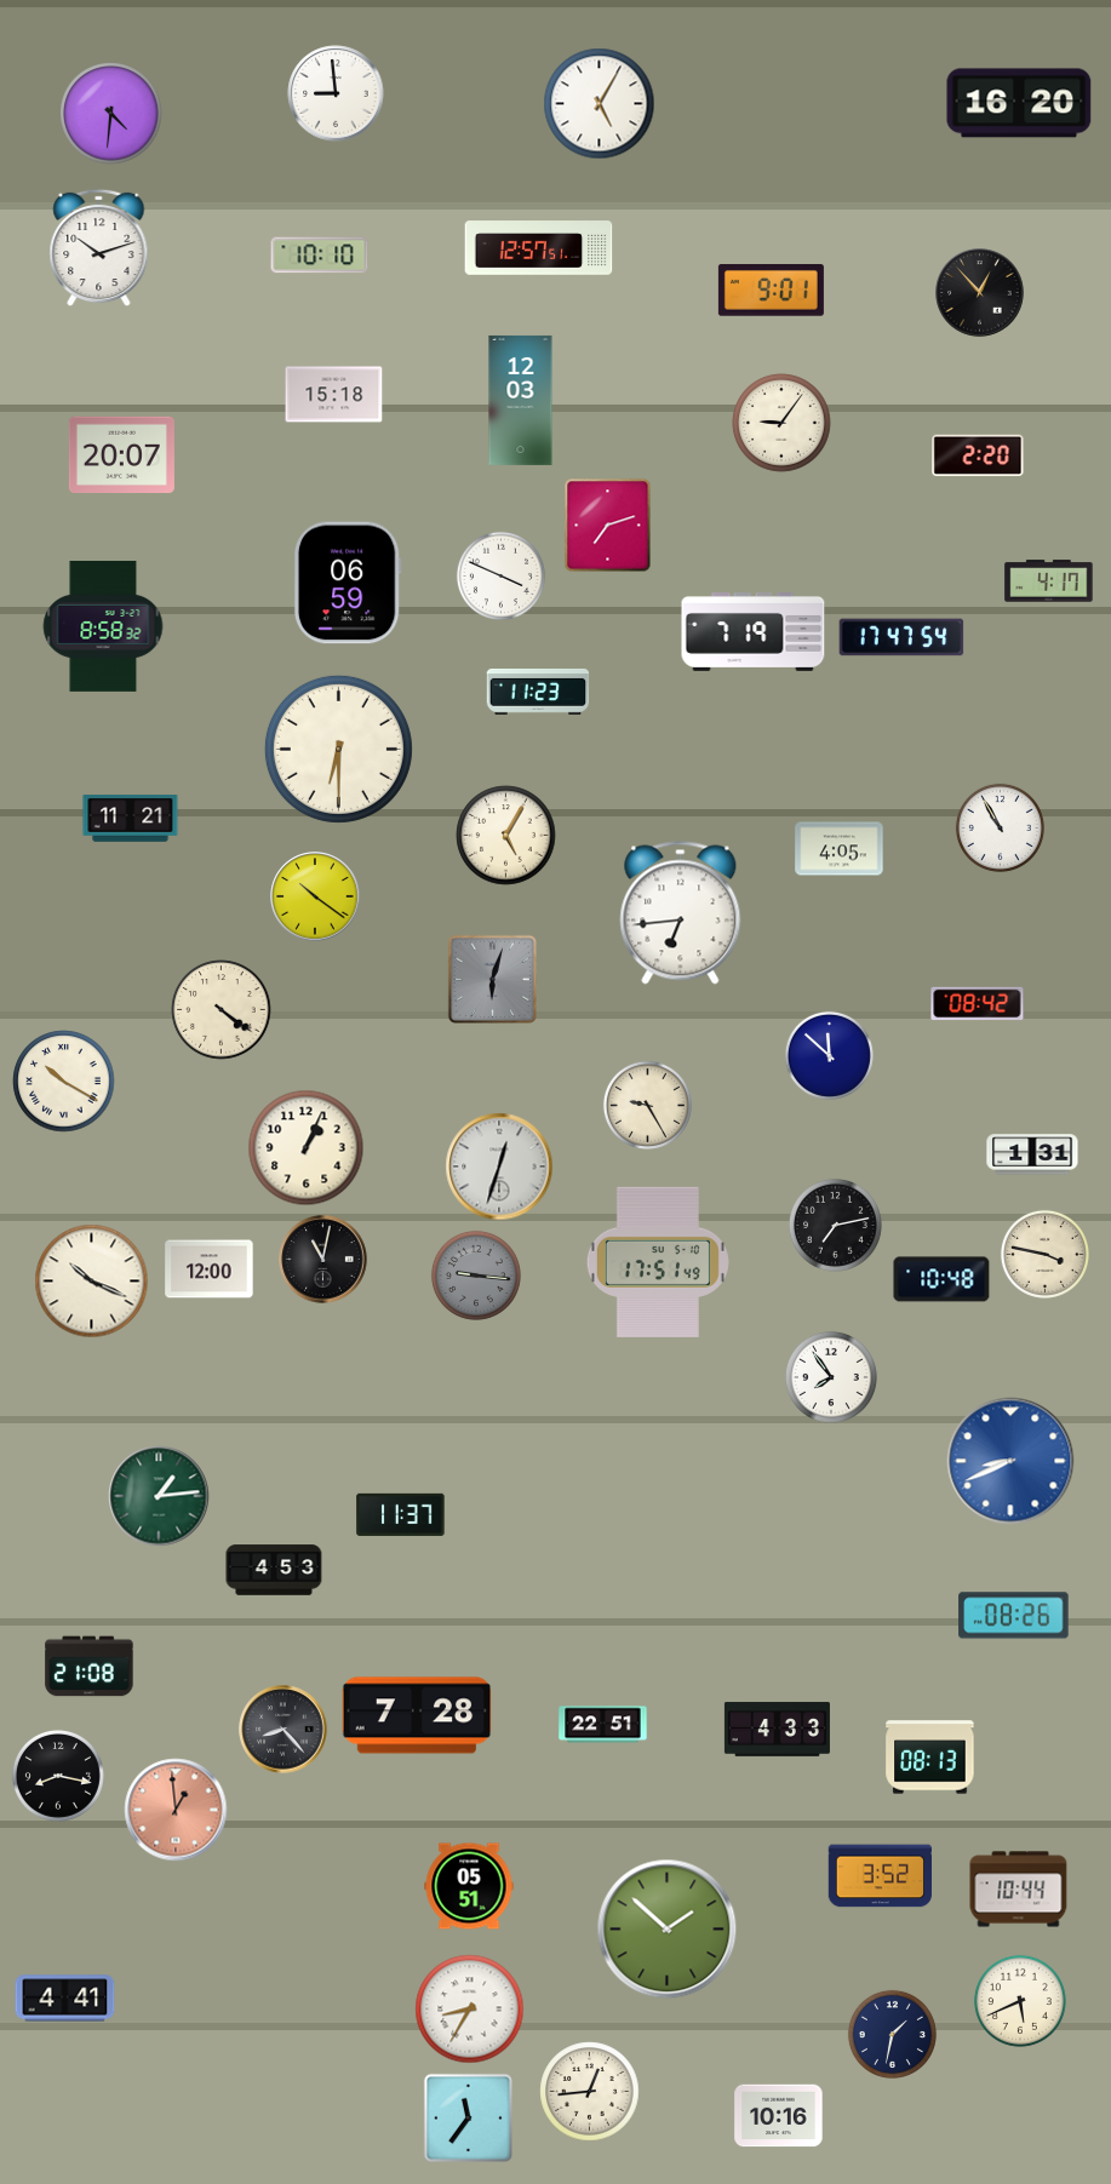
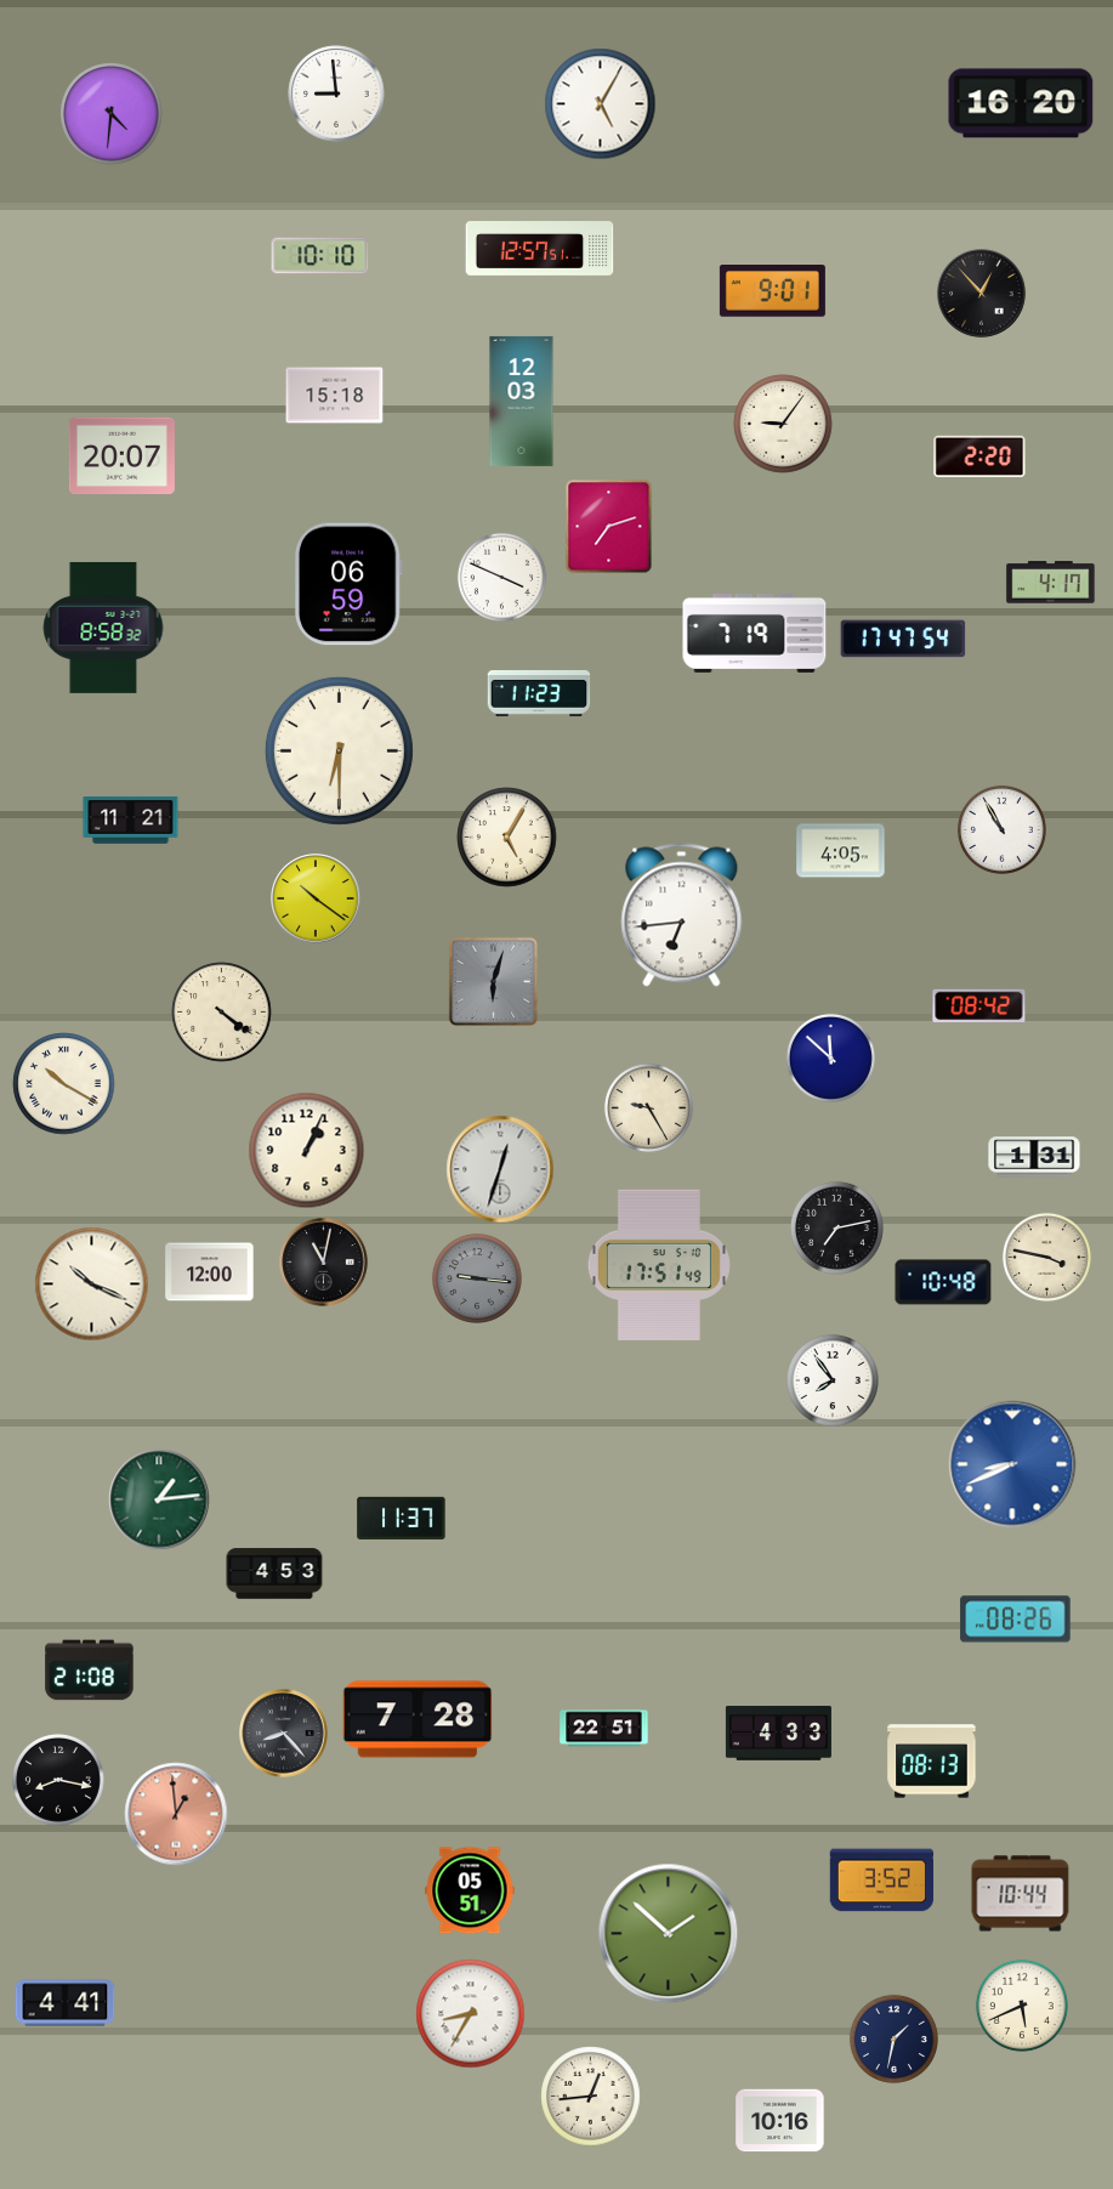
clock at (99, 248): 10:12 -> none
clock at (468, 2117): 11:36 -> none
